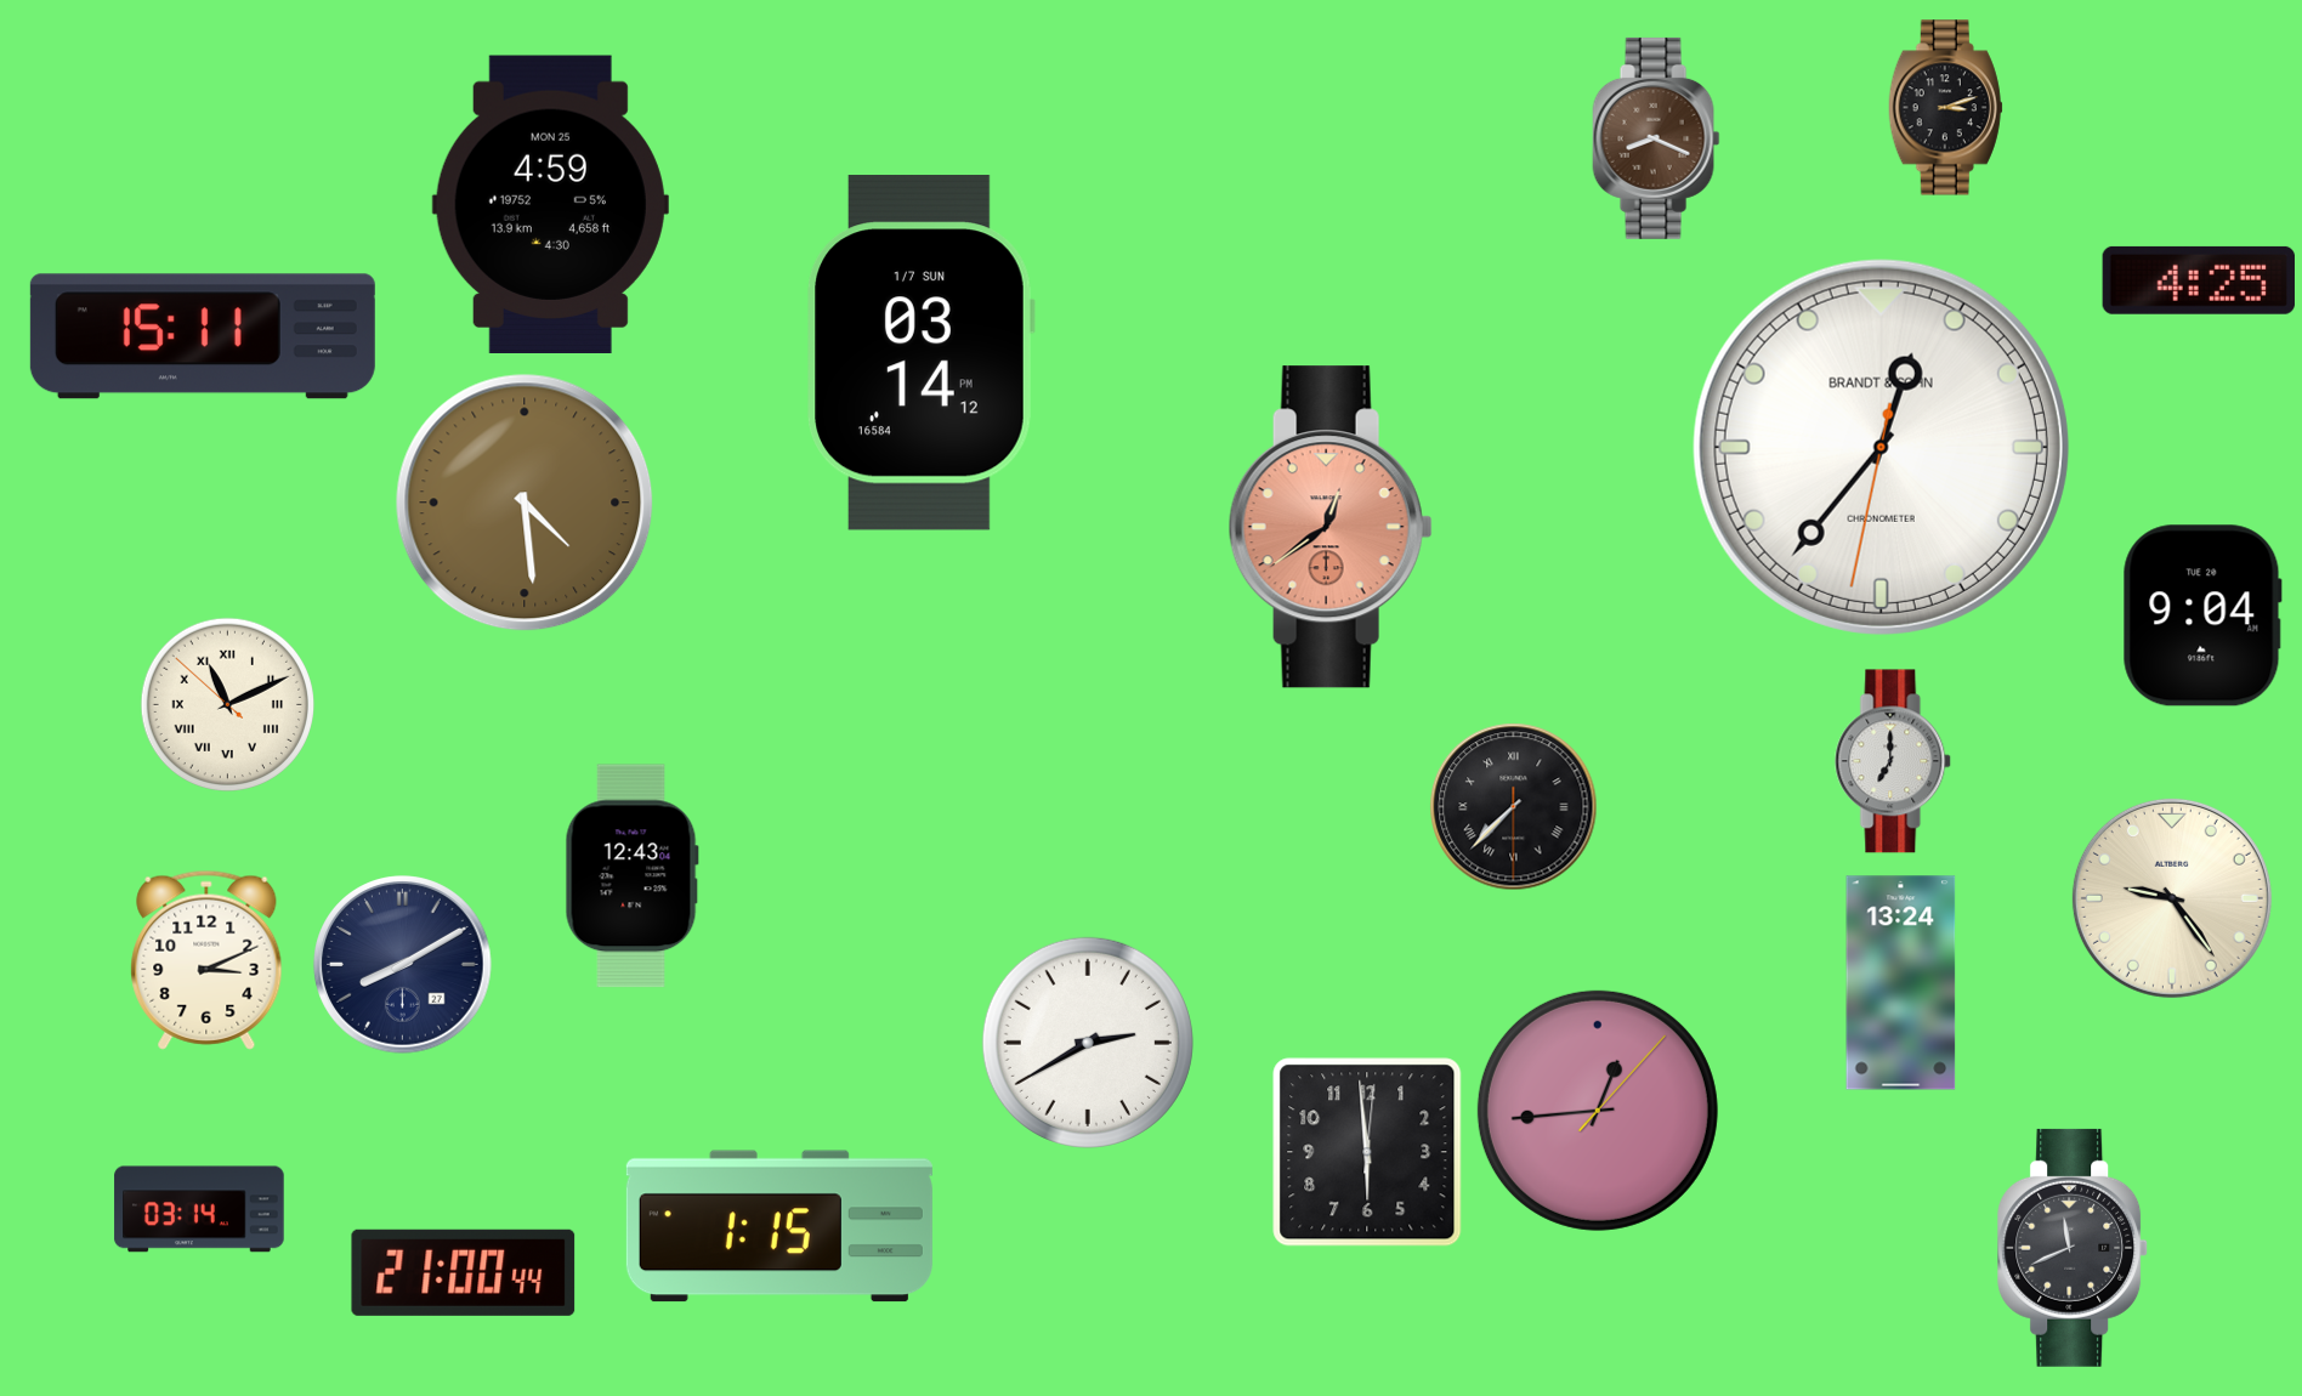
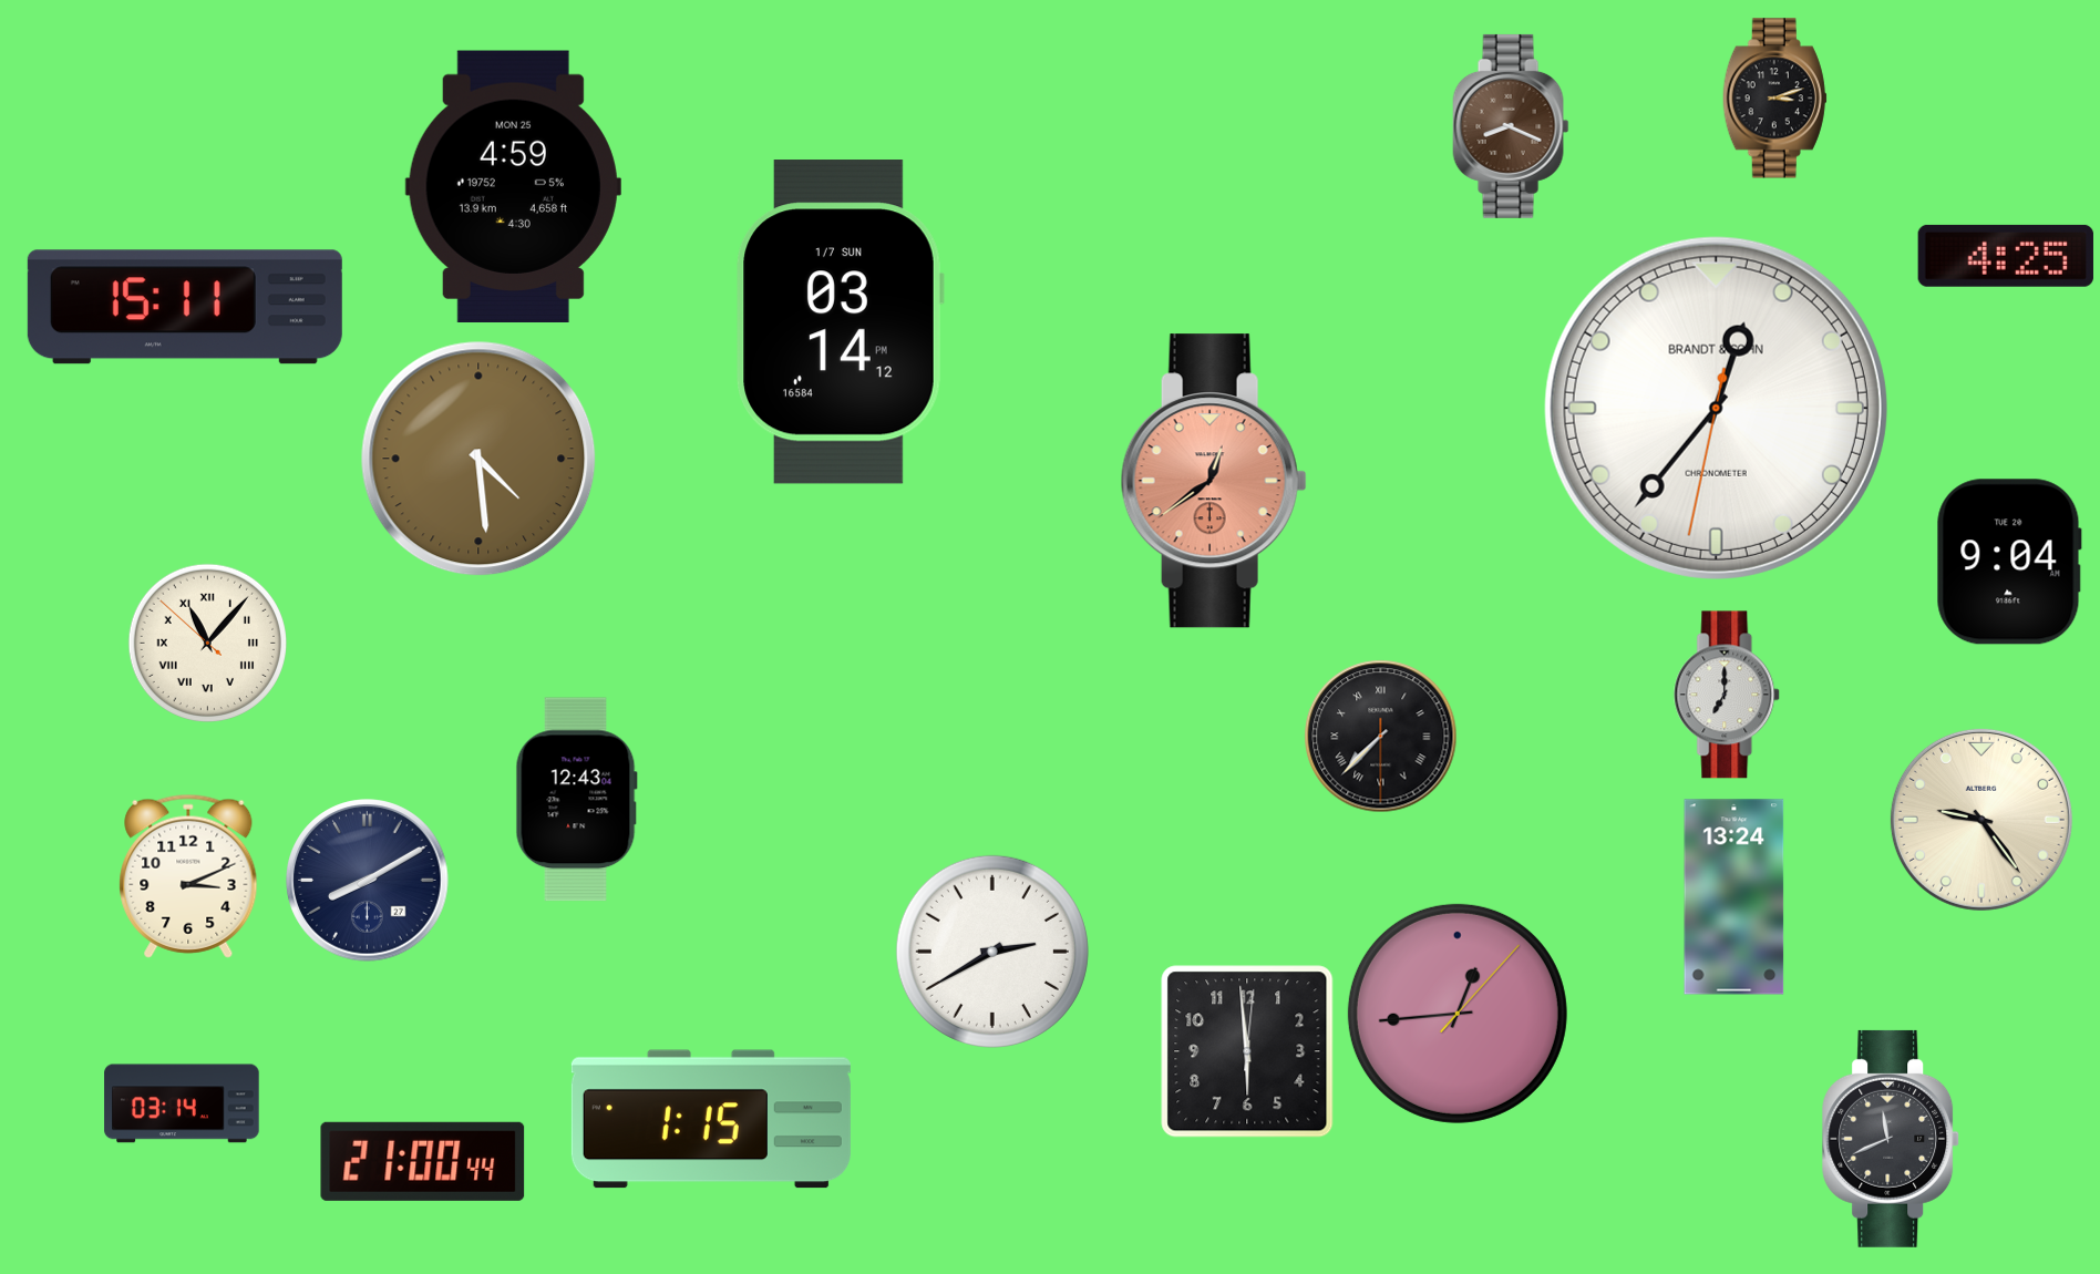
clock at (550, 204) position: (550, 204) -> (513, 186)
clock at (227, 704): 11:10 -> 11:06
